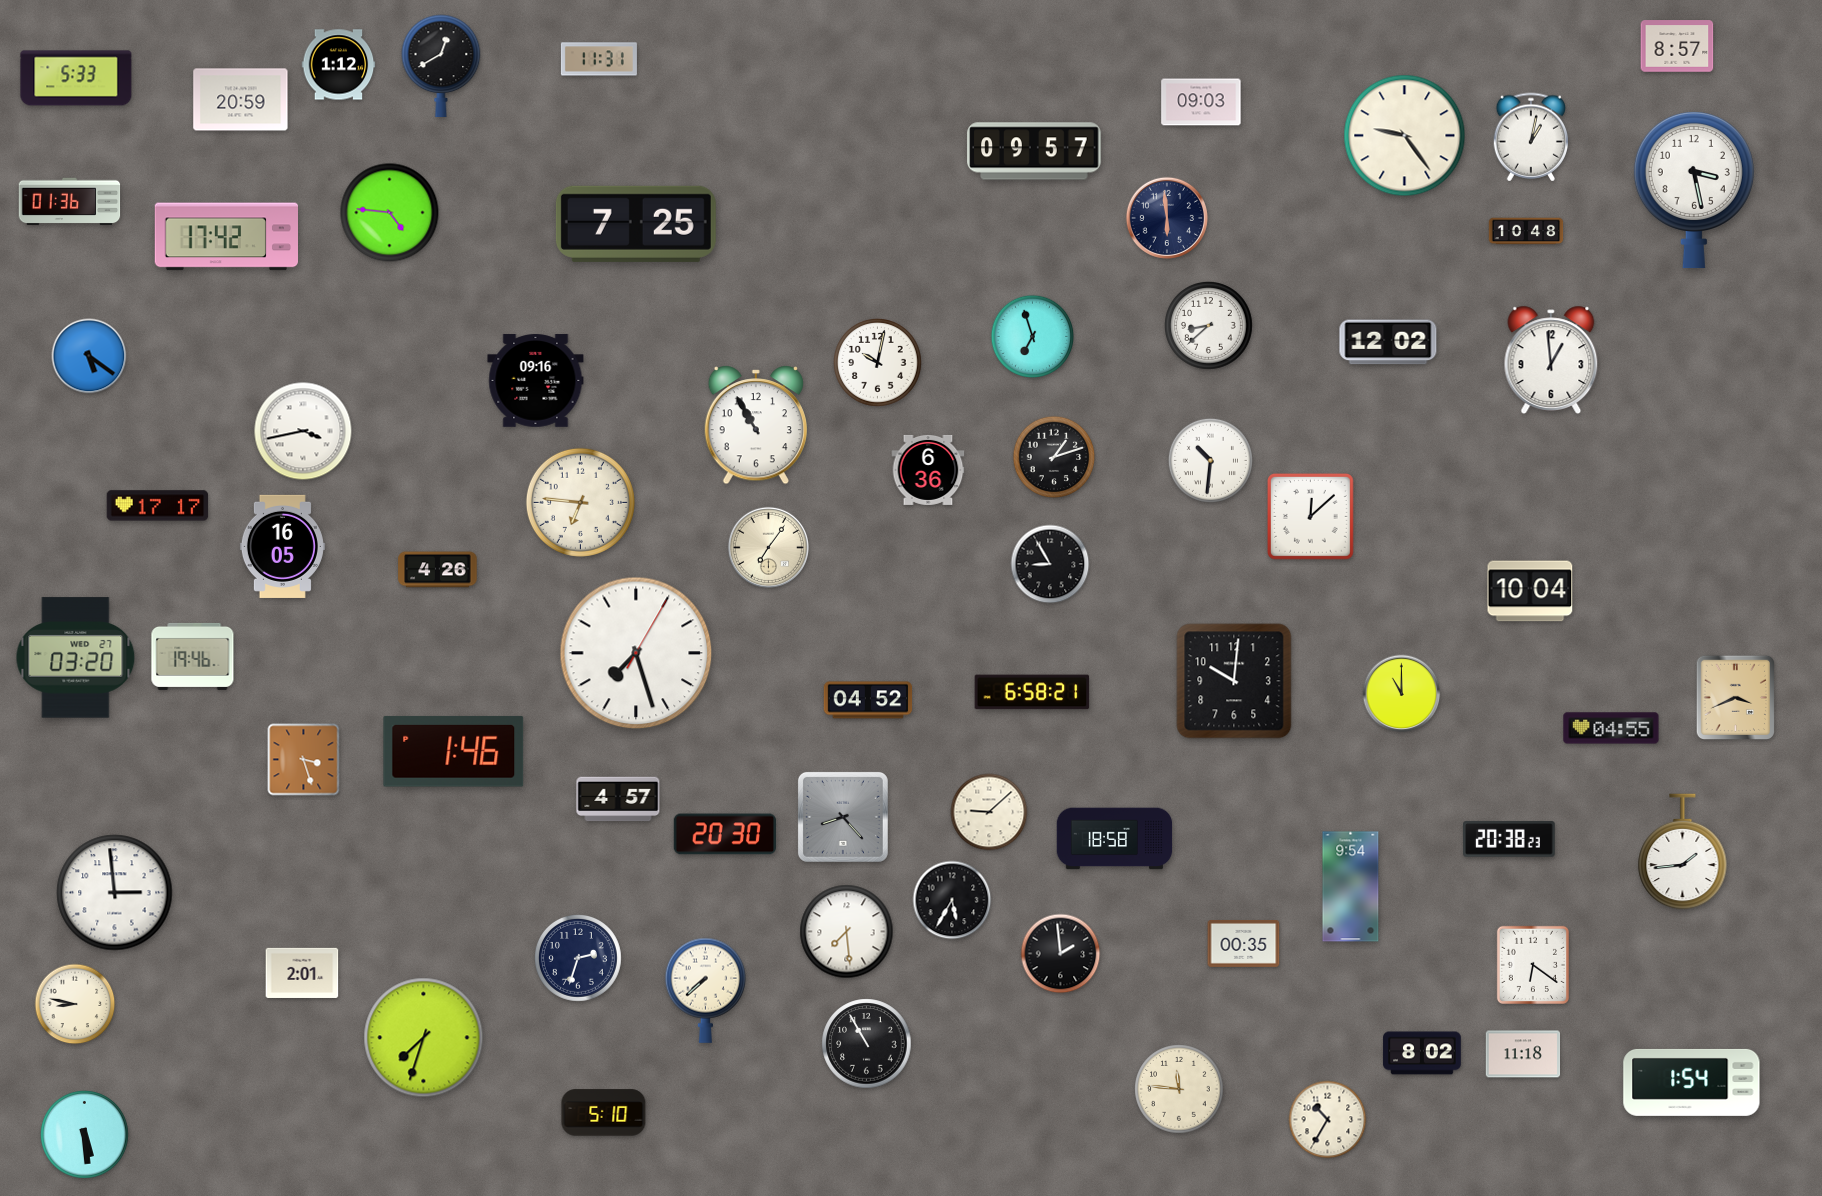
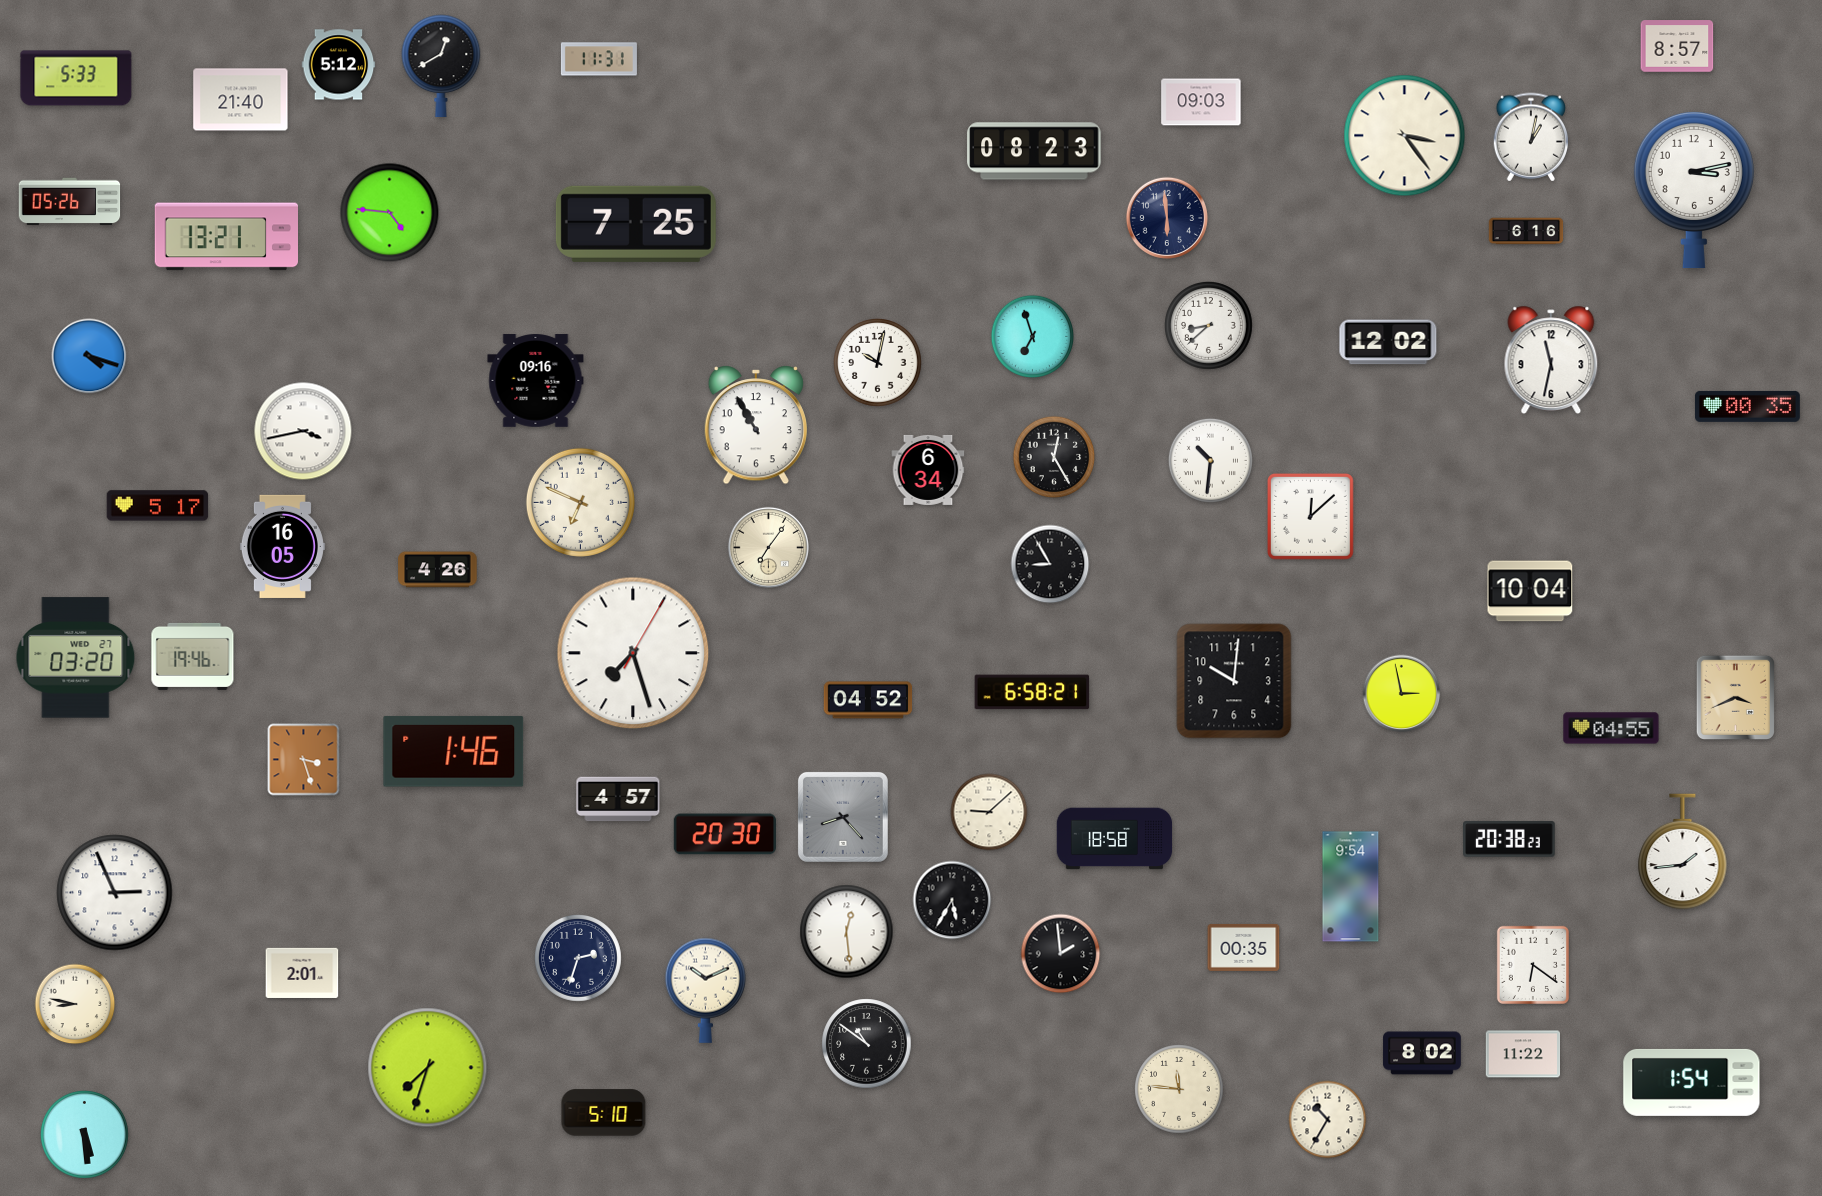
clock at (339, 65): 1:12 -> 5:12
clock at (241, 100): 20:59 -> 21:40
clock at (1405, 136): 9:24 -> 3:24
clock at (1034, 151): 09:57 -> 08:23
clock at (1694, 190): 3:28 -> 3:13
clock at (70, 202): 01:36 -> 05:26
clock at (1526, 231): 10:48 -> 6:16
clock at (226, 237): 17:42 -> 13:21
clock at (89, 356): 5:21 -> 4:18
clock at (1551, 360): 12:59 -> 11:32
clock at (1747, 406): none -> 00:35
clock at (1054, 457): 1:12 -> 12:25
clock at (928, 470): 6:36 -> 6:34
clock at (580, 502): 6:46 -> 6:49
clock at (158, 506): 17:17 -> 5:17
clock at (636, 653) position: (636, 653) -> (633, 653)
clock at (1402, 694): 11:00 -> 2:58
clock at (115, 893): 2:59 -> 2:56
clock at (847, 932): 7:29 -> 12:29
clock at (1244, 943) position: (1244, 943) -> (1244, 947)
clock at (706, 990): 7:38 -> 10:11
clock at (424, 1038) position: (424, 1038) -> (428, 1068)
clock at (867, 1044): 10:55 -> 10:51
clock at (1523, 1054): 11:18 -> 11:22
